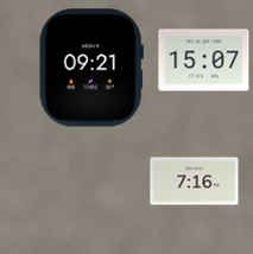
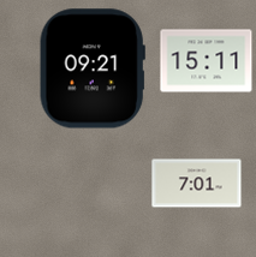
clock at (204, 61): 15:07 -> 15:11
clock at (195, 182): 7:16 -> 7:01
